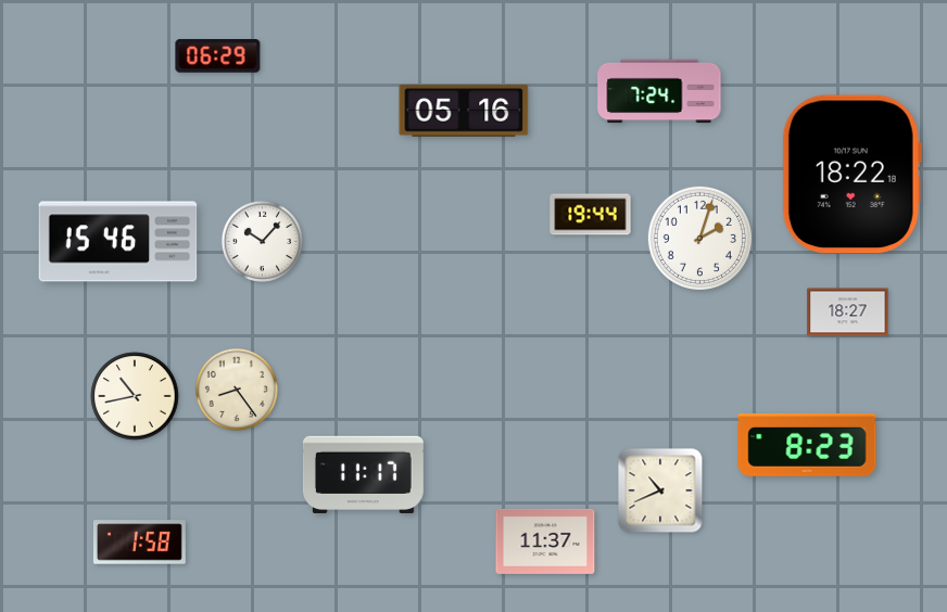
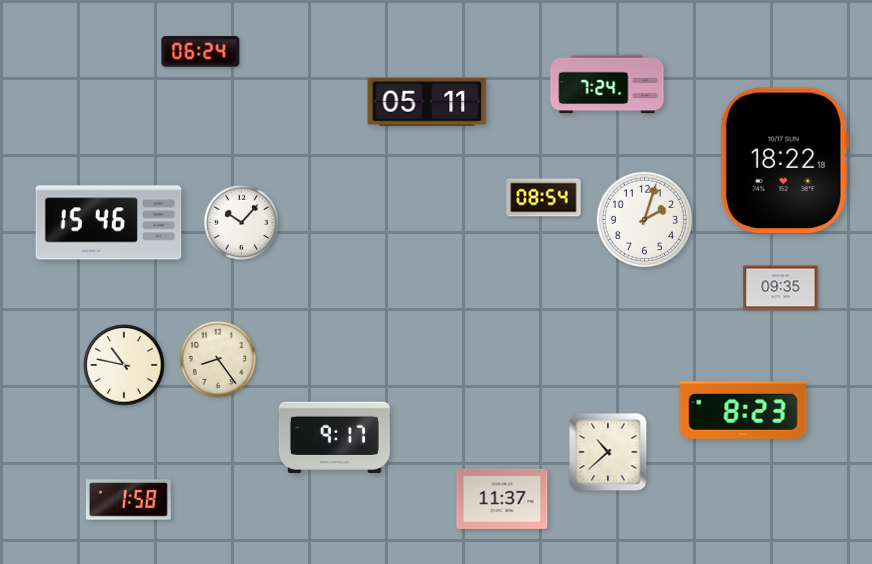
clock at (218, 56): 06:29 -> 06:24
clock at (464, 112): 05:16 -> 05:11
clock at (591, 215): 19:44 -> 08:54
clock at (848, 313): 18:27 -> 09:35
clock at (135, 396): 10:43 -> 10:47
clock at (363, 474): 11:17 -> 9:17
clock at (660, 490): 10:41 -> 10:38
